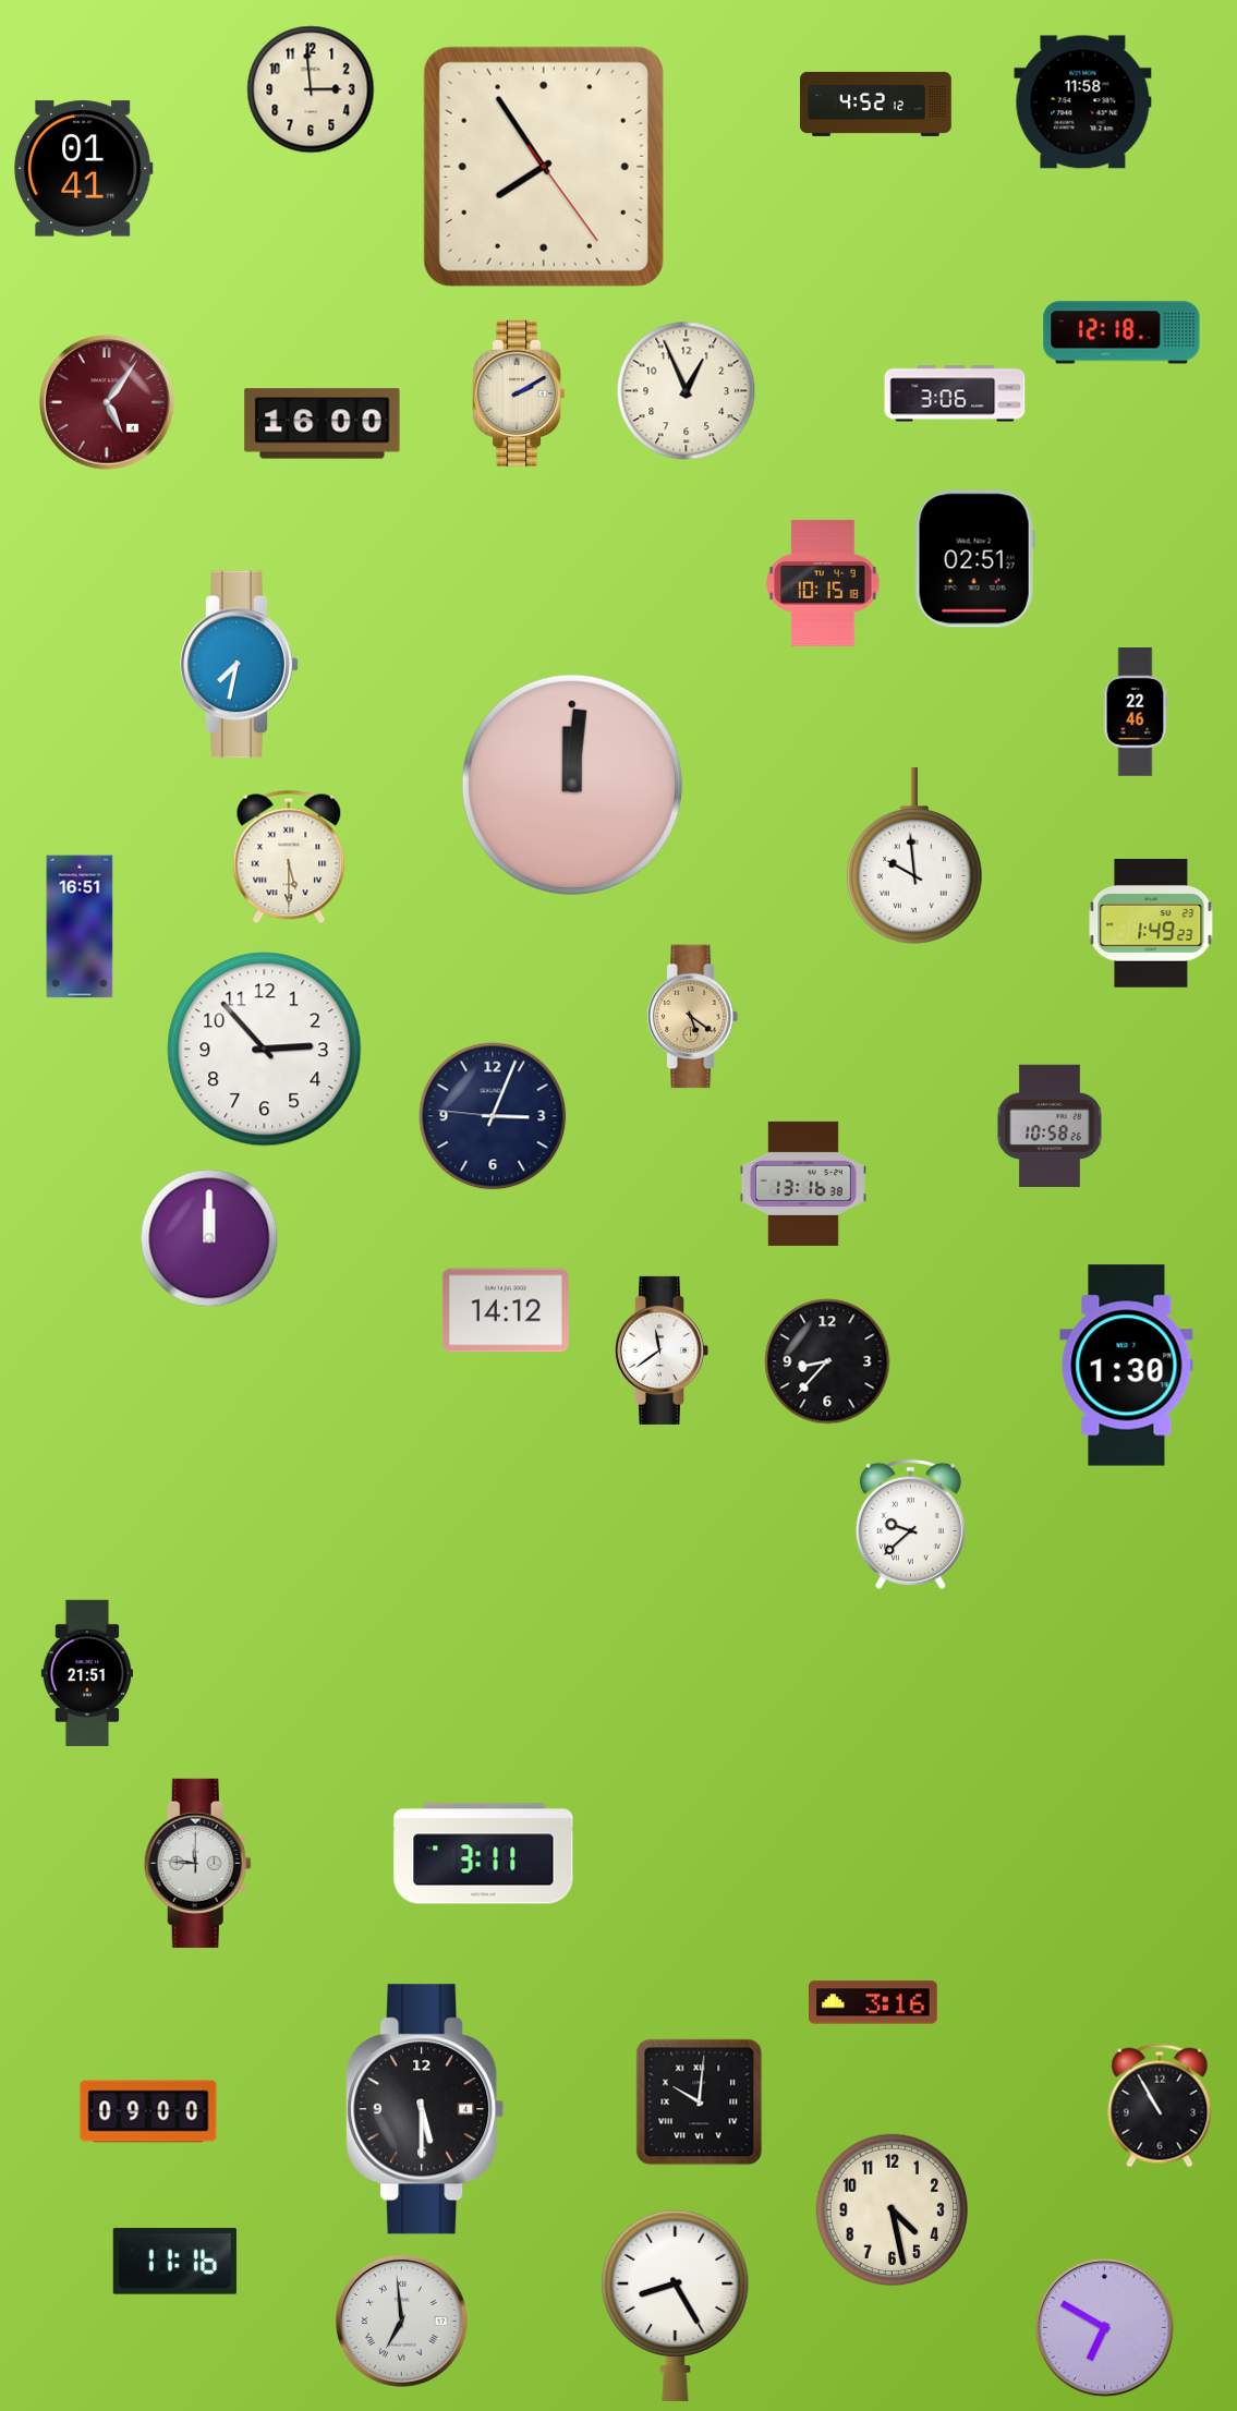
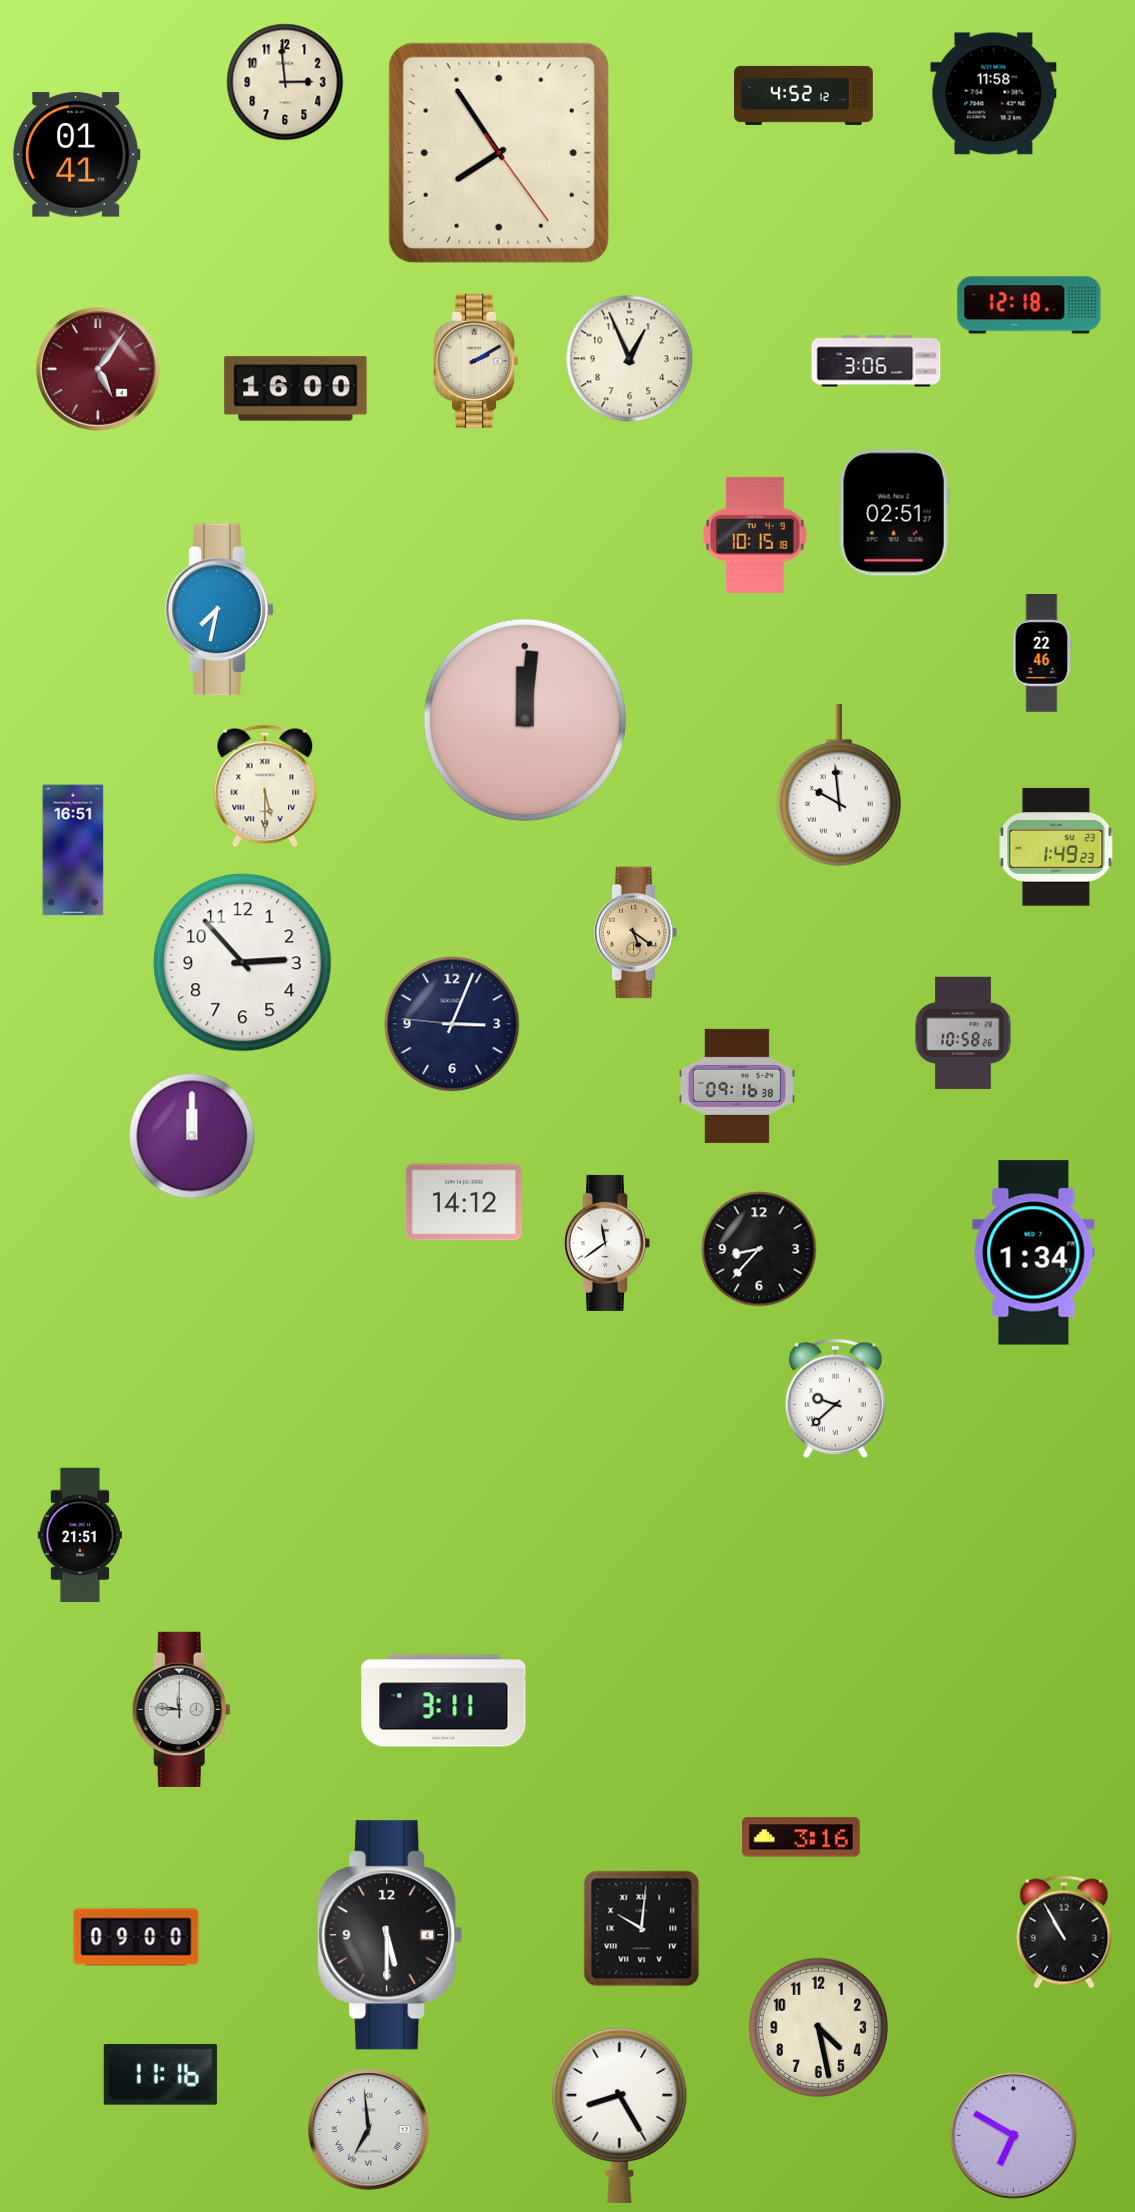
clock at (803, 1184): 13:16 -> 09:16
clock at (662, 1350) position: (662, 1350) -> (607, 1243)
clock at (1127, 1366): 1:30 -> 1:34
